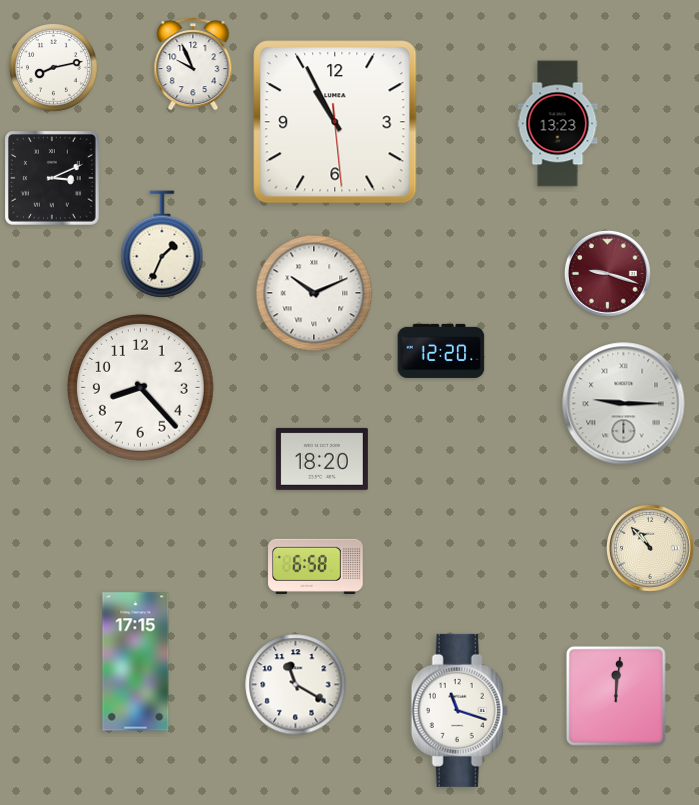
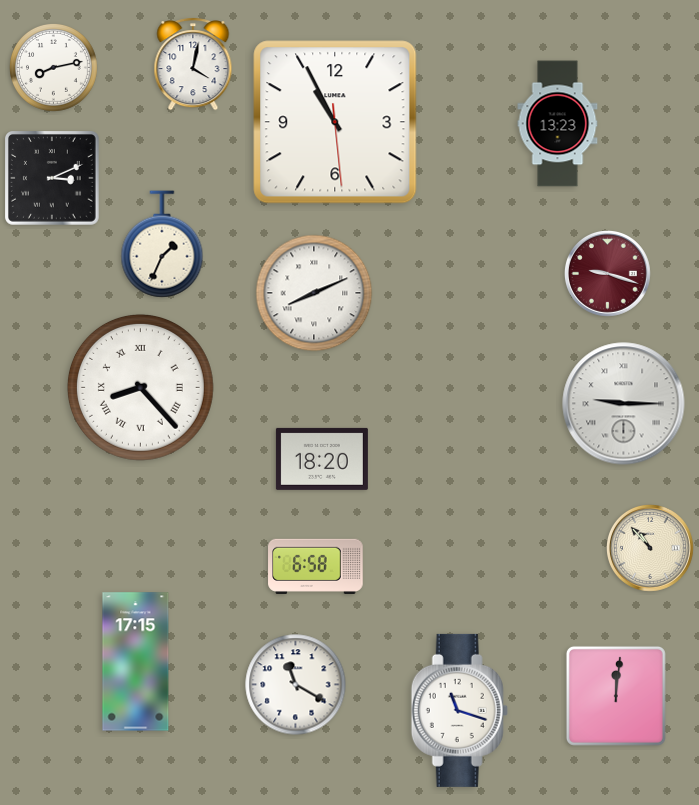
clock at (193, 64): 9:56 -> 4:02
clock at (314, 293): 10:11 -> 8:11
clock at (441, 351): 12:20 -> none
clock at (140, 387) numerals: Arabic -> Roman
